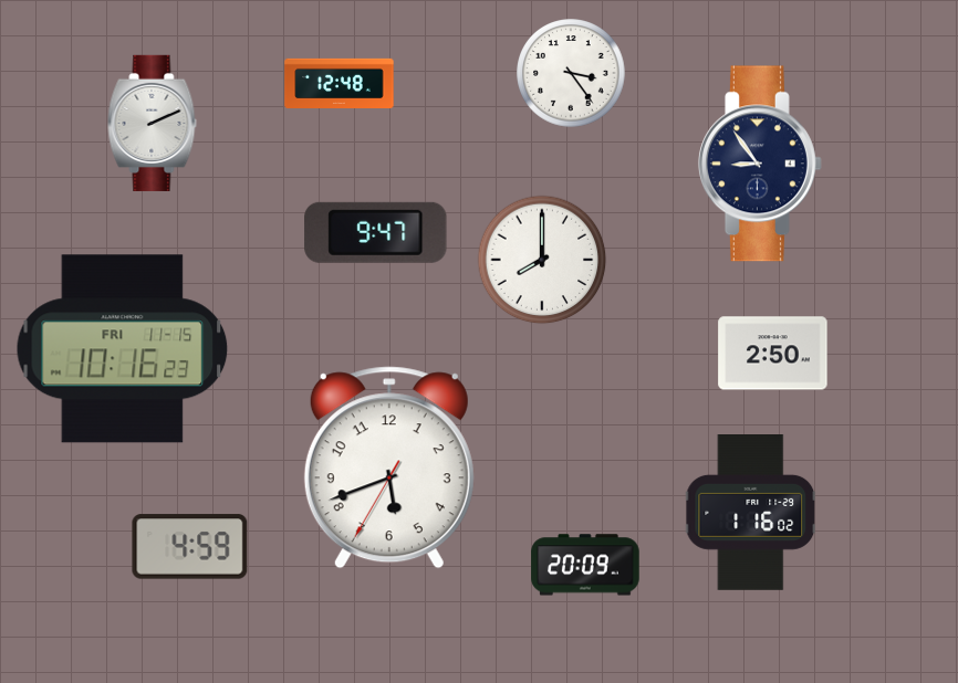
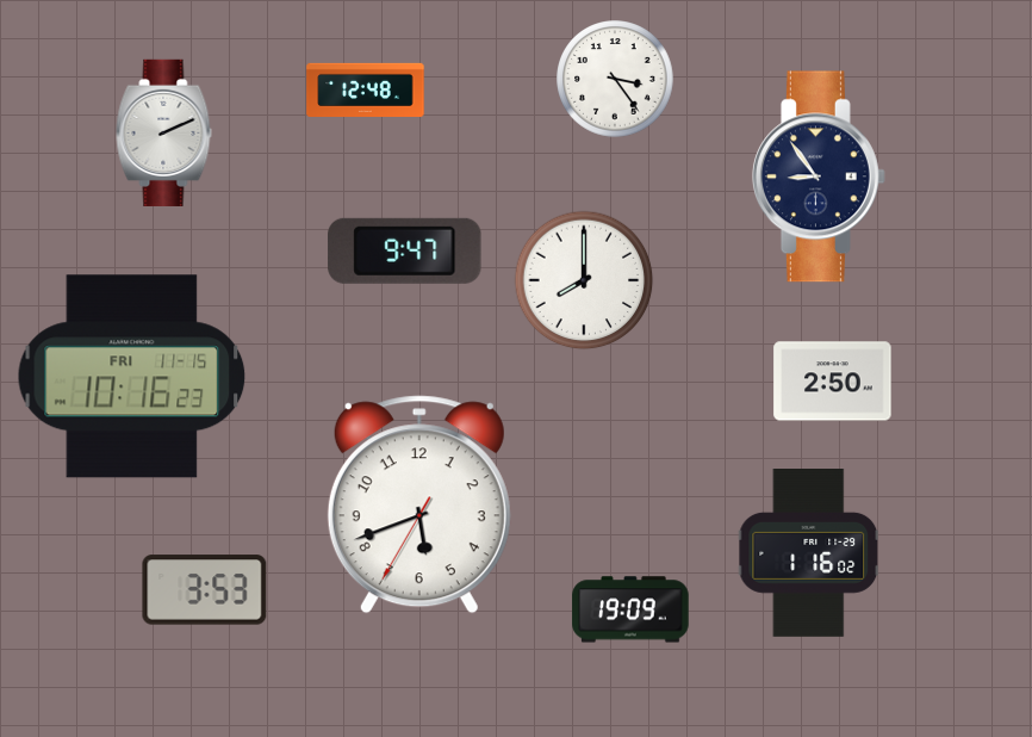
clock at (190, 547): 4:59 -> 3:53
clock at (585, 565): 20:09 -> 19:09
